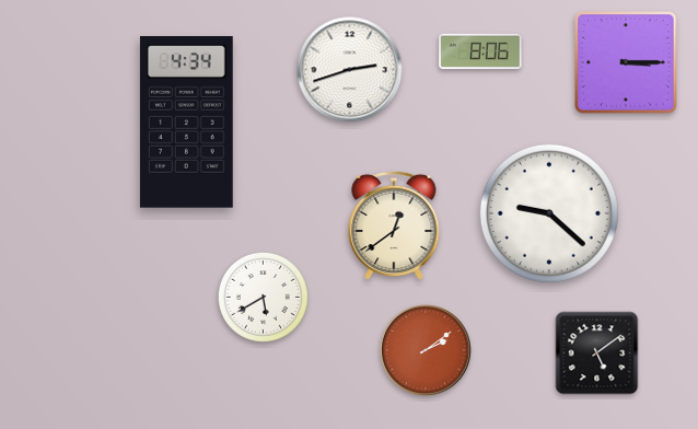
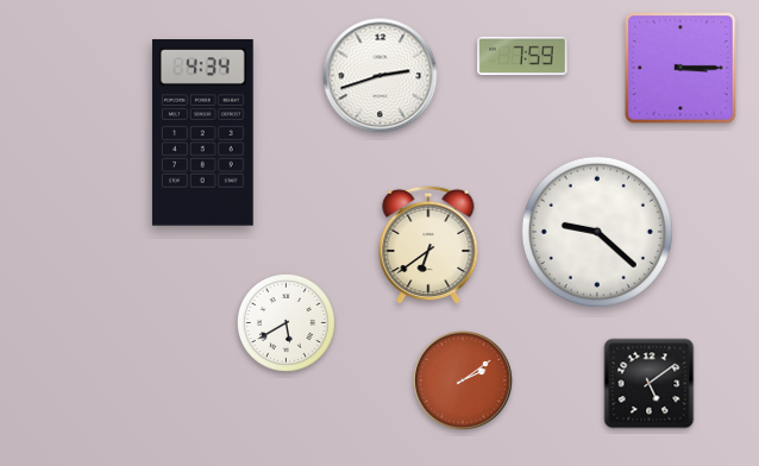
clock at (480, 51): 8:06 -> 7:59
clock at (394, 225): 12:39 -> 6:39
